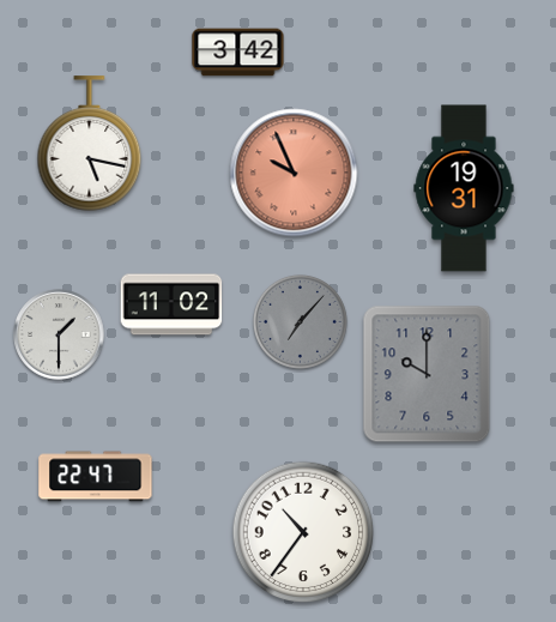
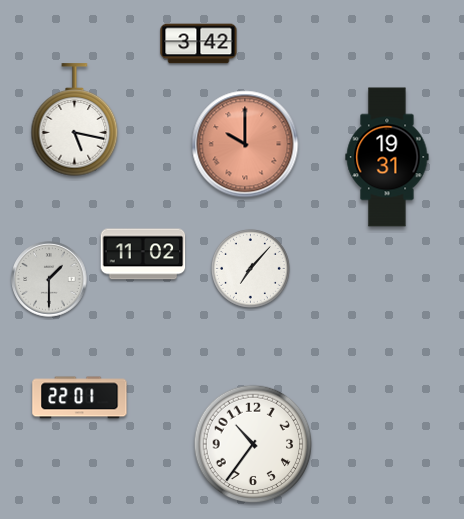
clock at (294, 173): 9:56 -> 10:00
clock at (300, 321) dial: grey -> white
clock at (427, 374): 10:00 -> none
clock at (96, 477): 22:47 -> 22:01
